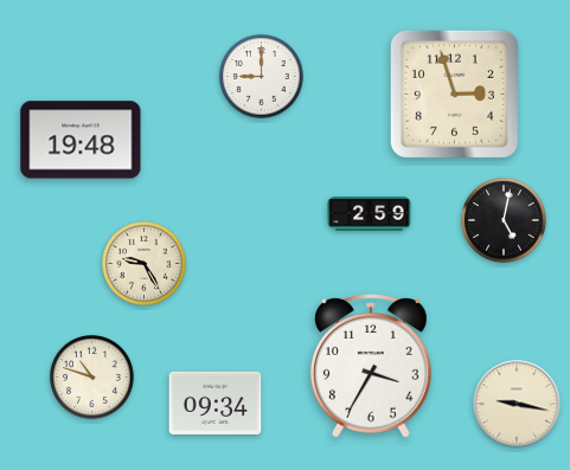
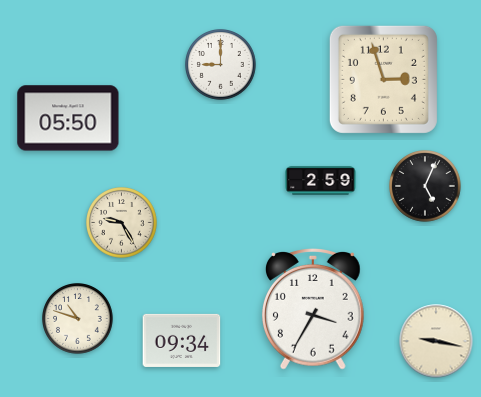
clock at (81, 140): 19:48 -> 05:50
clock at (370, 214) position: (370, 214) -> (321, 181)
clock at (504, 220): 5:02 -> 5:04
